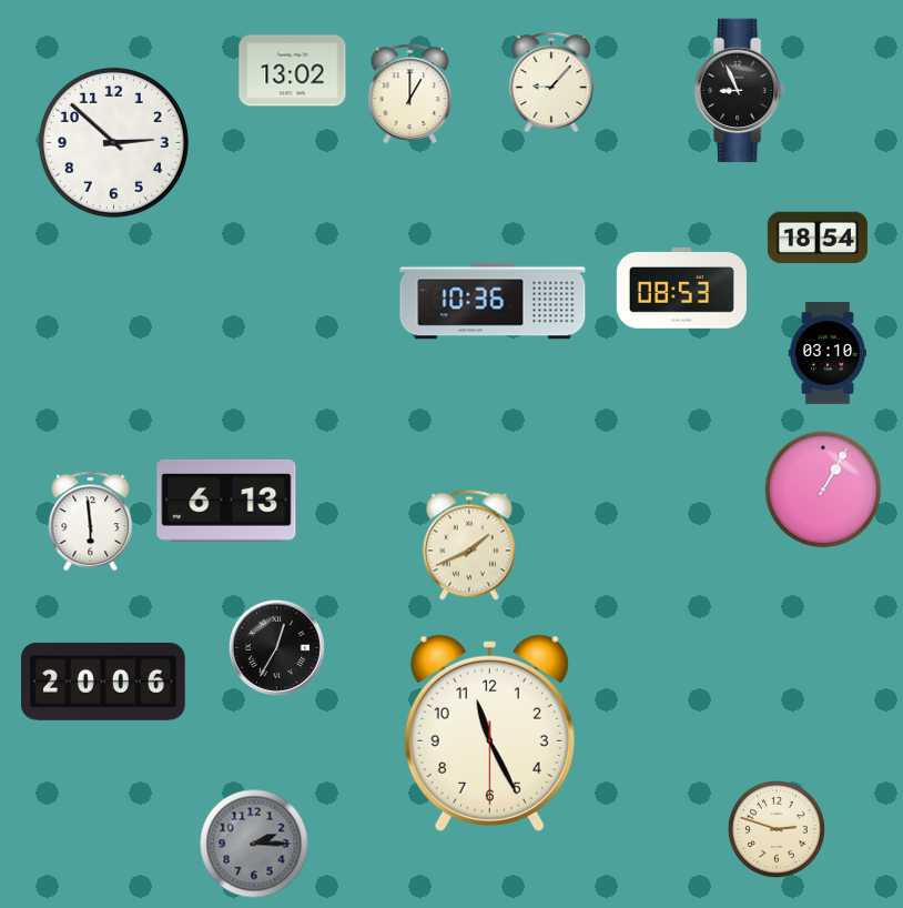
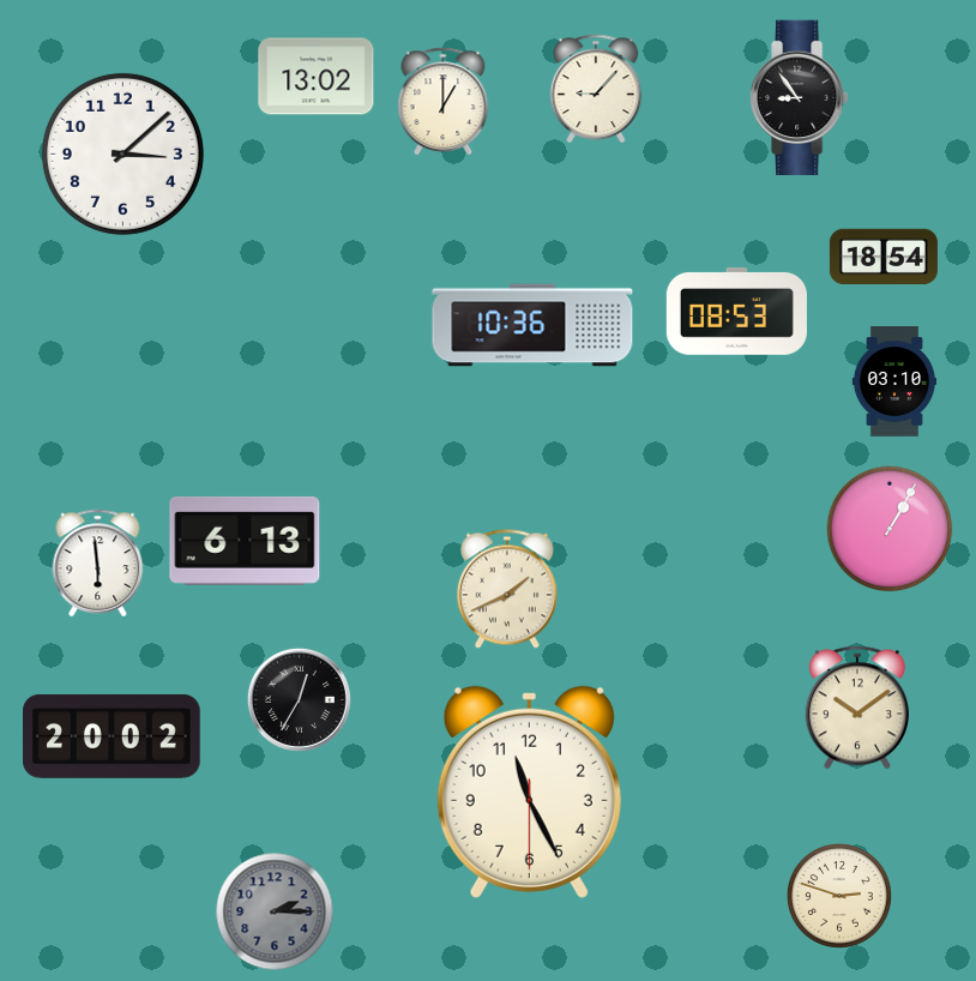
clock at (740, 91): 8:56 -> 8:54
clock at (113, 142): 2:52 -> 3:08
clock at (857, 708): none -> 10:09
clock at (104, 682): 20:06 -> 20:02
